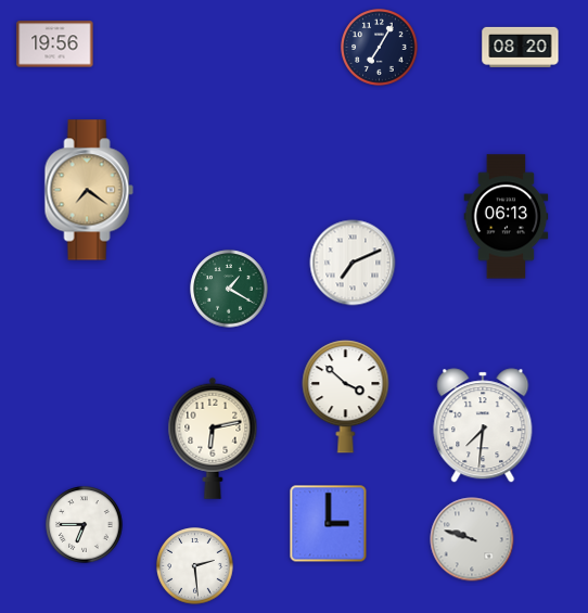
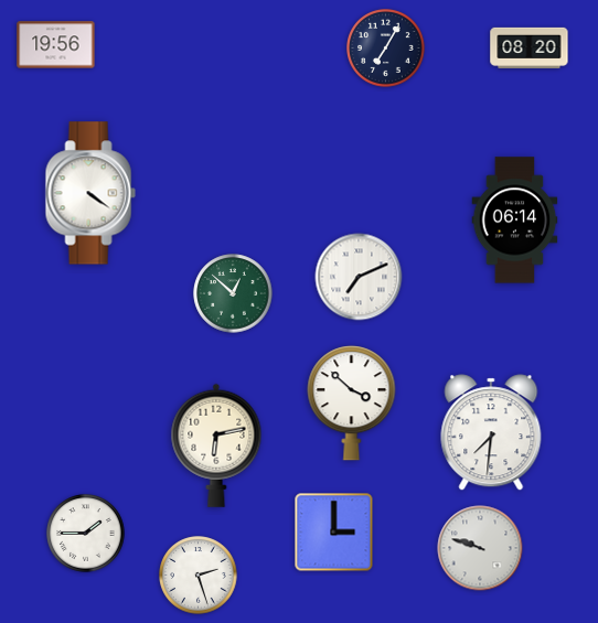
clock at (89, 190): 7:21 -> 4:21
clock at (89, 190) dial: champagne -> white
clock at (507, 217): 06:13 -> 06:14
clock at (353, 263) position: (353, 263) -> (359, 277)
clock at (229, 289): 1:20 -> 12:52
clock at (85, 525): 6:45 -> 1:45
clock at (195, 566): 2:29 -> 2:27
